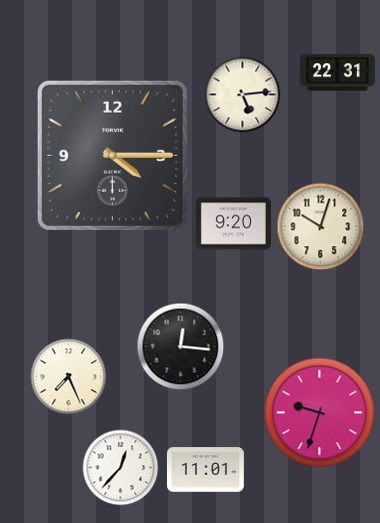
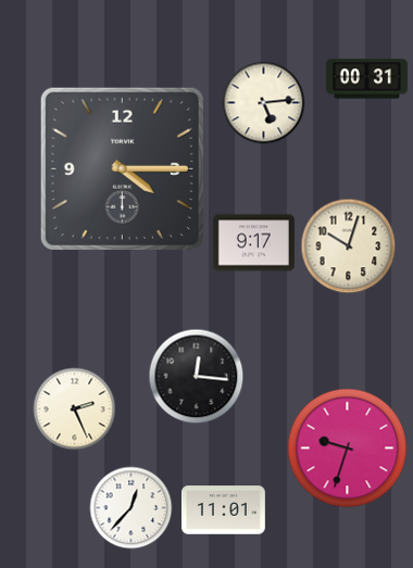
clock at (337, 73): 22:31 -> 00:31
clock at (233, 224): 9:20 -> 9:17
clock at (69, 377): 7:26 -> 2:26
